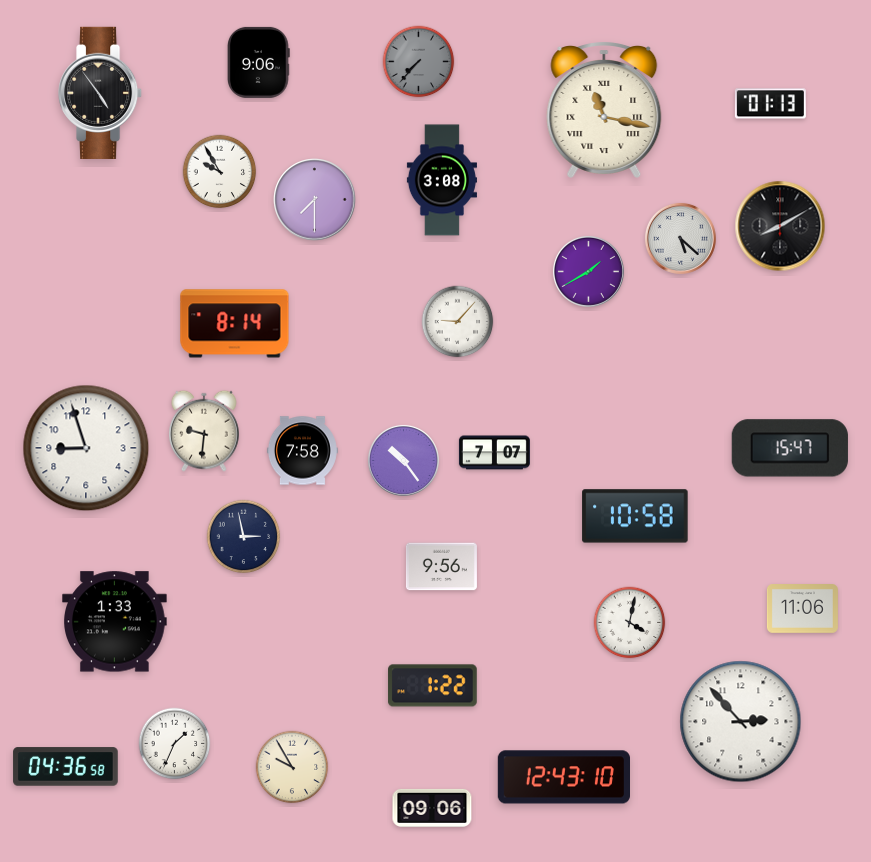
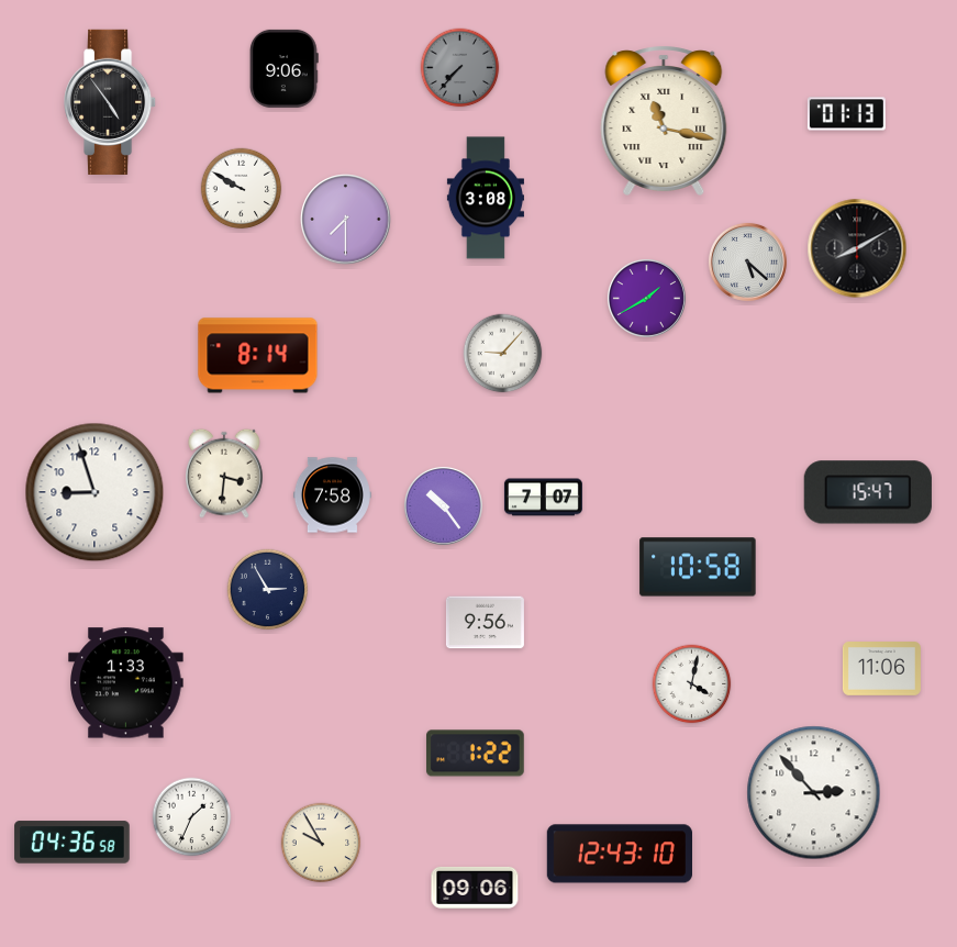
clock at (220, 172): 9:55 -> 9:50
clock at (205, 431): 9:31 -> 3:31
clock at (244, 537): 2:58 -> 2:55
